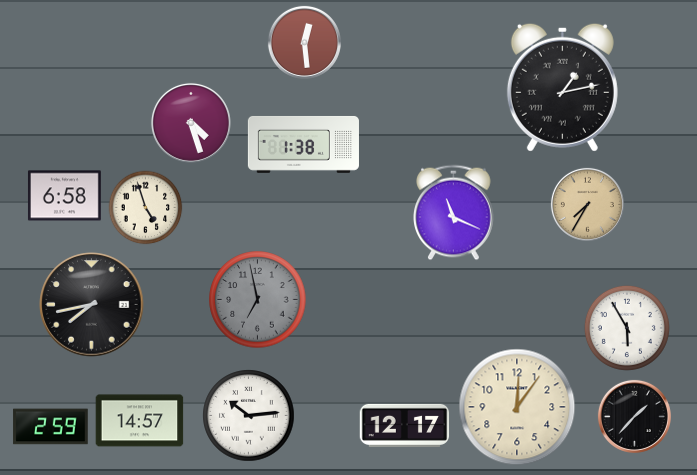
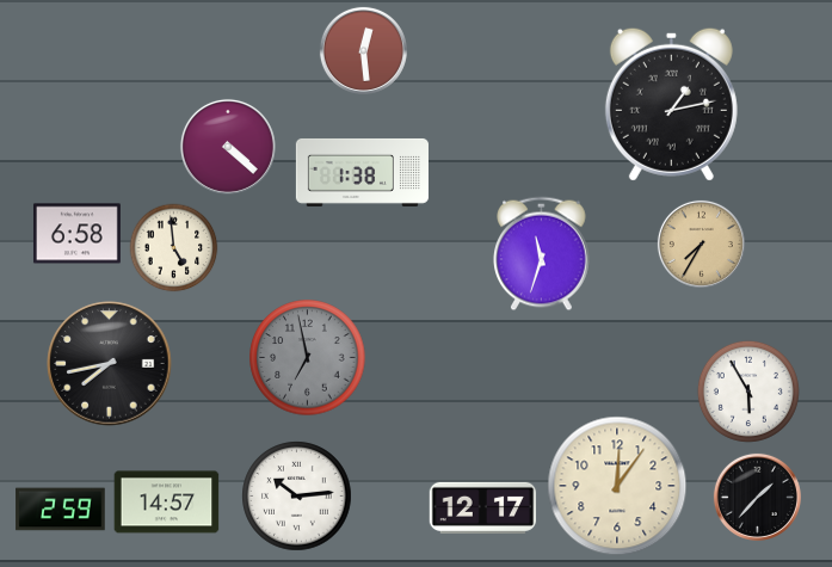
clock at (191, 123): 4:27 -> 4:22
clock at (146, 208): 4:57 -> 4:59
clock at (454, 213): 11:19 -> 11:33
